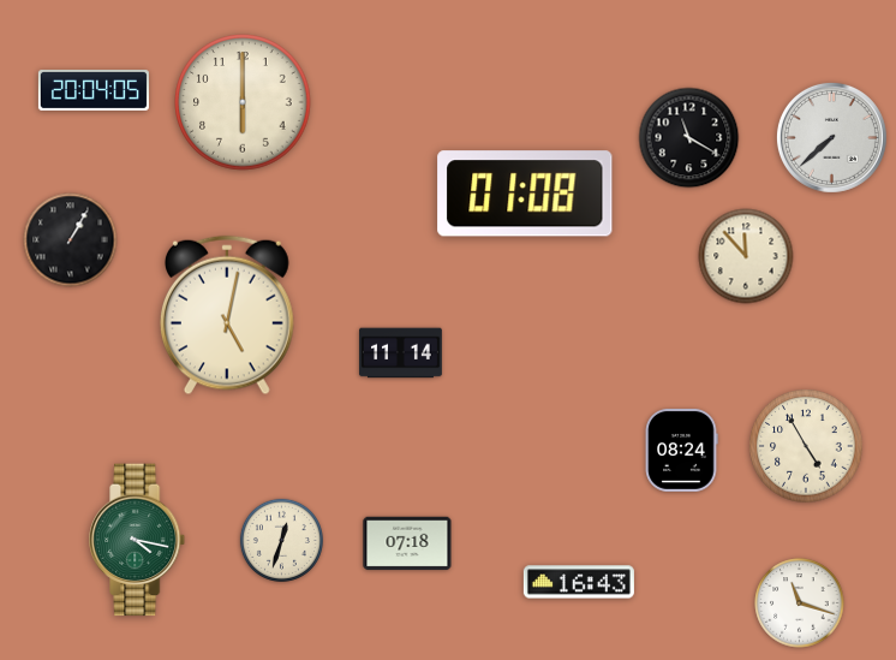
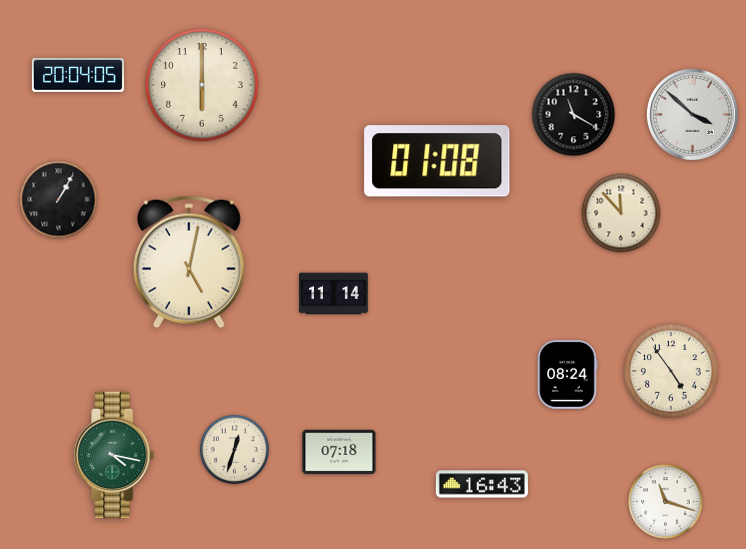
clock at (831, 137): 7:38 -> 3:52
clock at (806, 446): 4:55 -> 4:54
clock at (138, 540) position: (138, 540) -> (115, 455)
